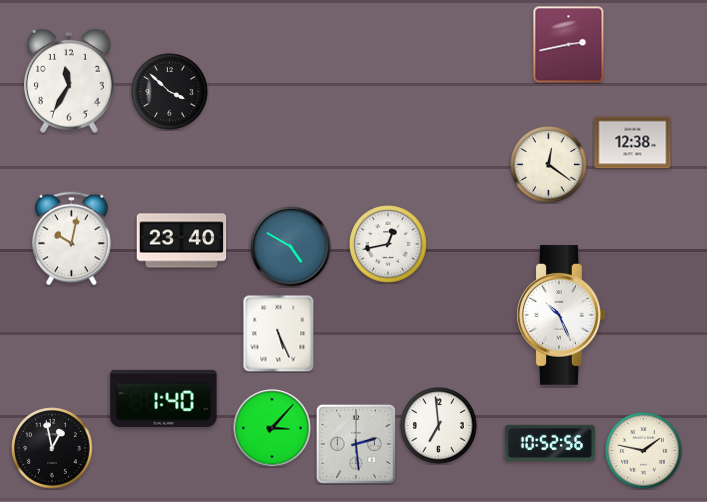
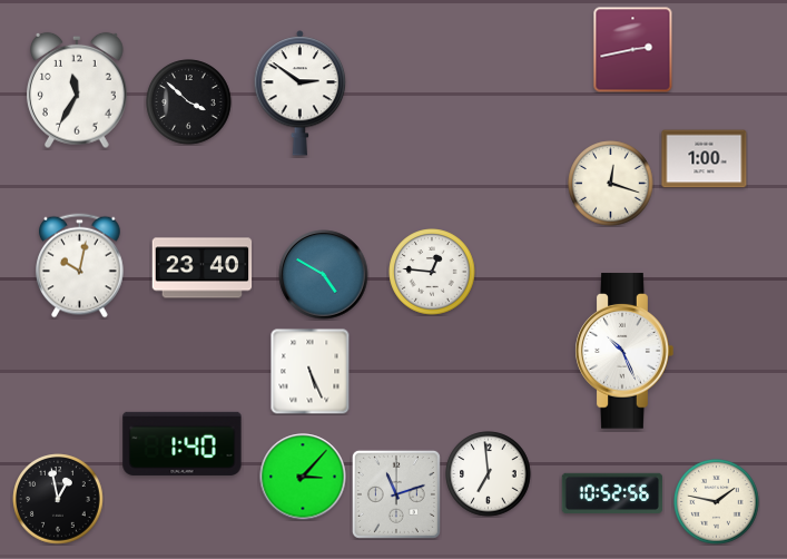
clock at (301, 94): none -> 2:51
clock at (633, 143): 12:38 -> 1:00
clock at (549, 165): 12:21 -> 12:18
clock at (388, 244): 12:43 -> 12:46
clock at (356, 444): 2:29 -> 11:12
